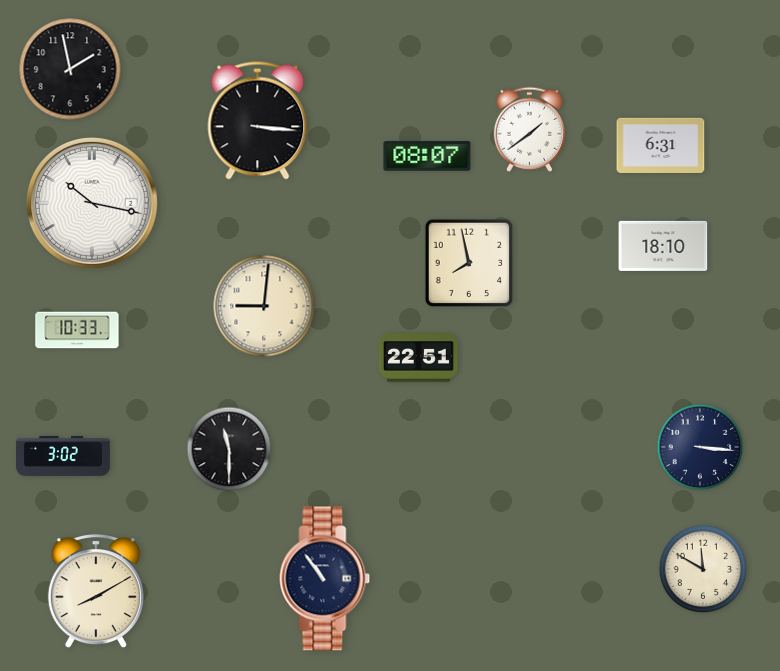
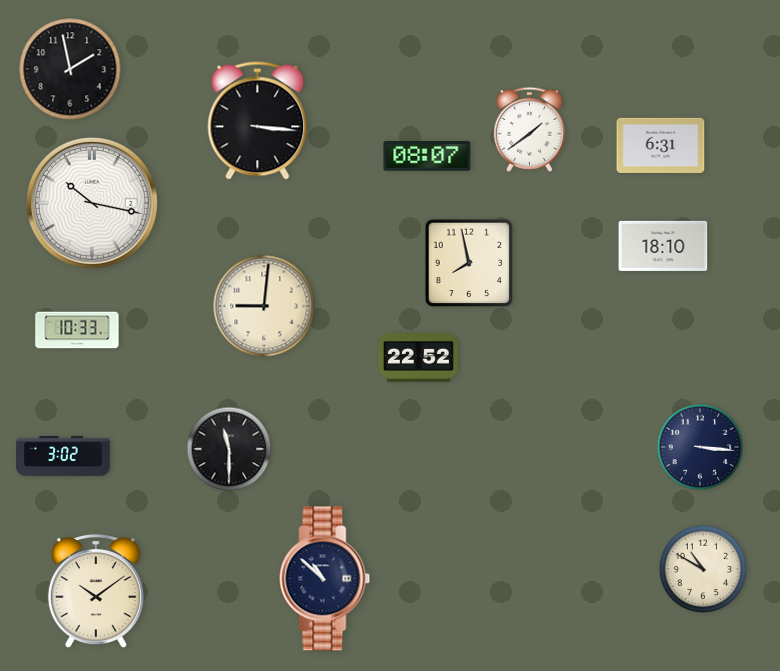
clock at (418, 358): 22:51 -> 22:52
clock at (703, 569): 11:50 -> 10:50
clock at (325, 579): 10:54 -> 10:52
clock at (96, 592): 8:10 -> 10:09
